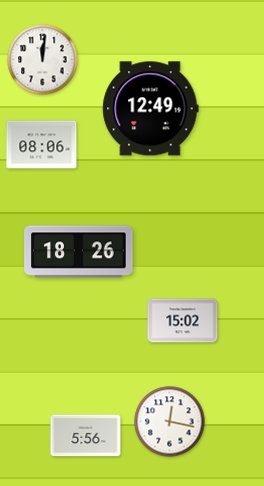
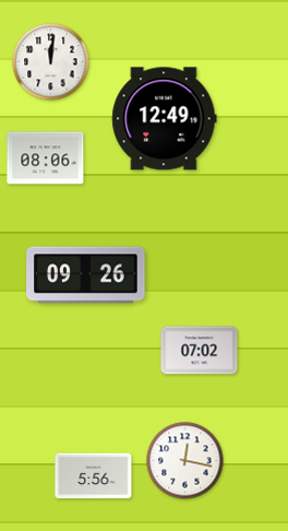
clock at (43, 60) position: (43, 60) -> (51, 62)
clock at (79, 252): 18:26 -> 09:26
clock at (183, 321): 15:02 -> 07:02
